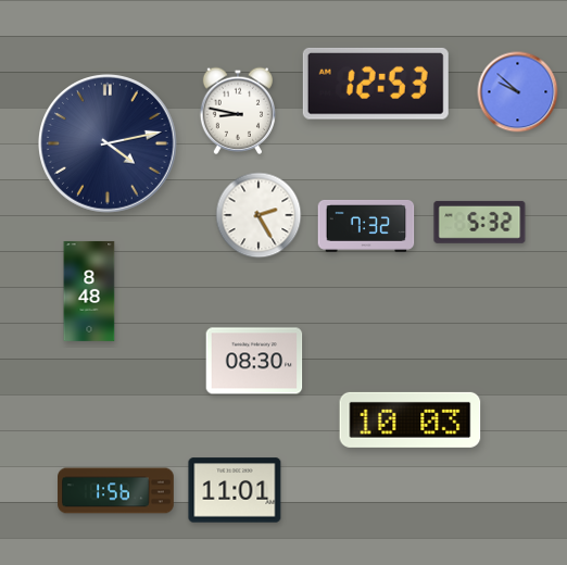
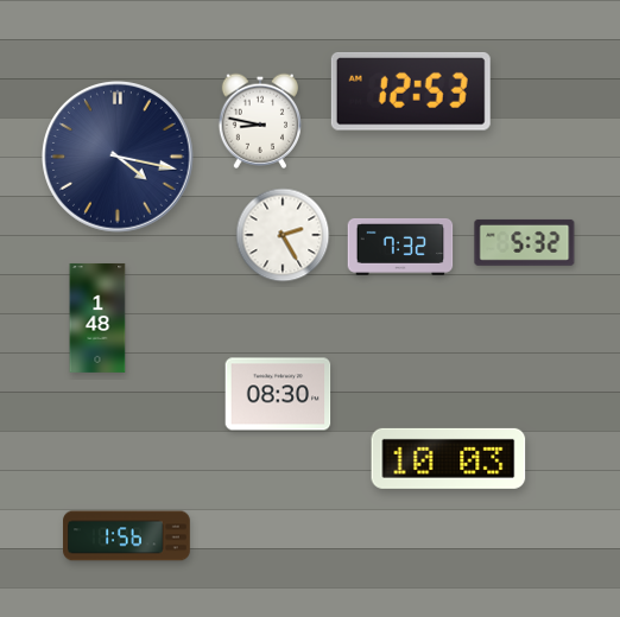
clock at (518, 92): 9:52 -> none
clock at (108, 143): 4:13 -> 4:17
clock at (89, 291): 8:48 -> 1:48
clock at (235, 490): 11:01 -> none
